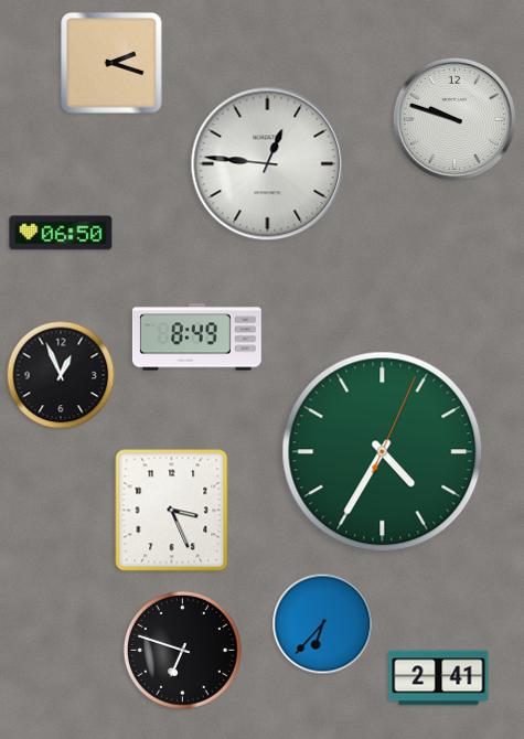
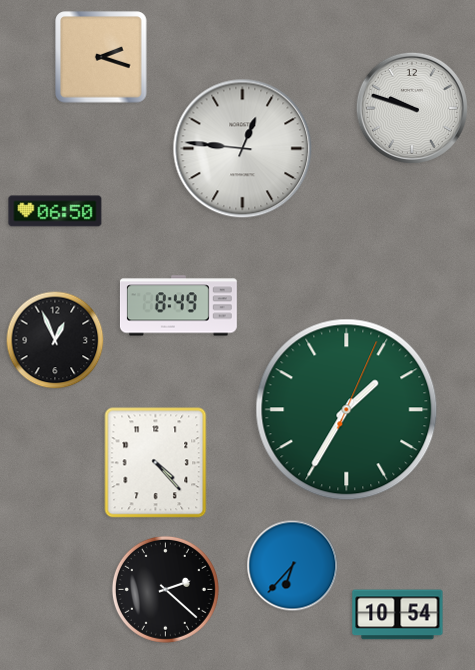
clock at (383, 452): 4:35 -> 1:35
clock at (172, 511): 3:26 -> 4:23
clock at (182, 650): 6:48 -> 2:22
clock at (439, 678): 2:41 -> 10:54
